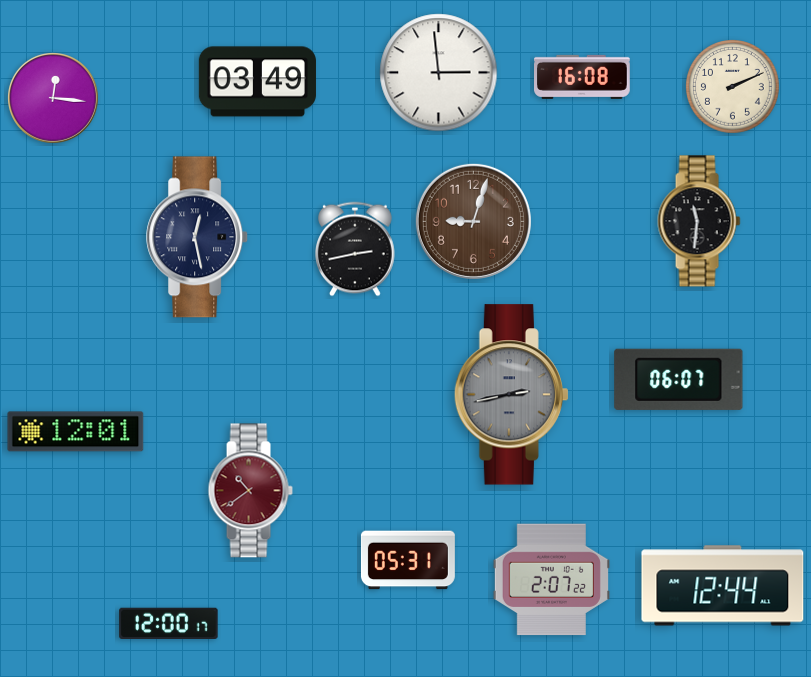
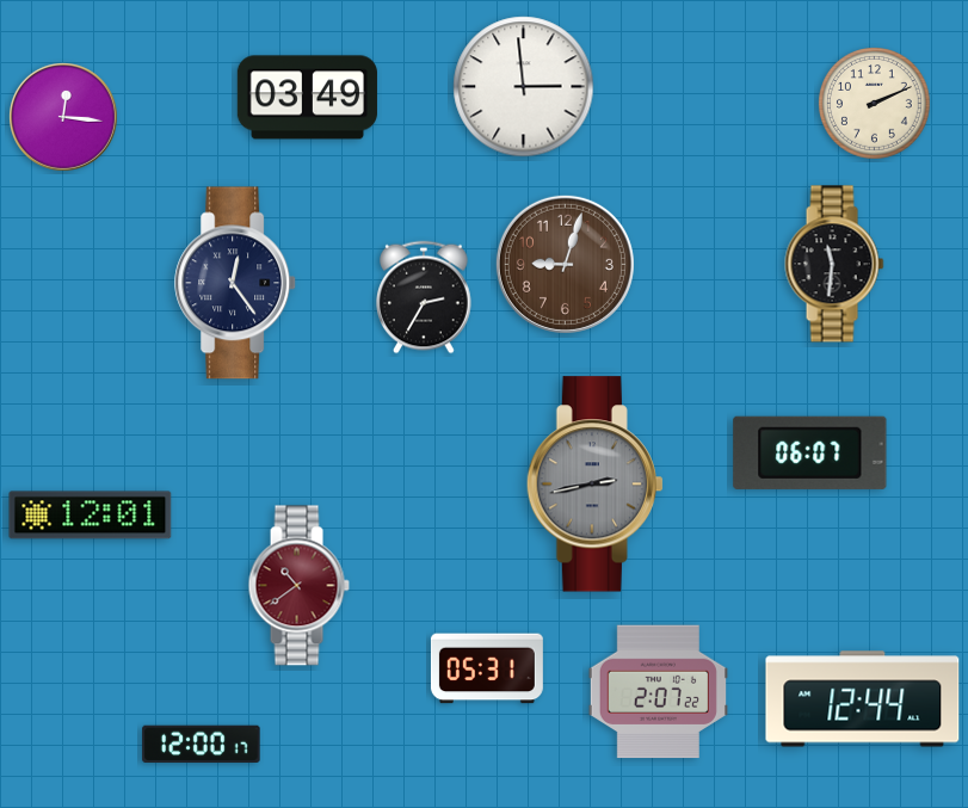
clock at (583, 77): 16:08 -> none
clock at (198, 237): 12:28 -> 12:24
clock at (356, 249): 2:43 -> 2:35
clock at (511, 395) position: (511, 395) -> (594, 485)
